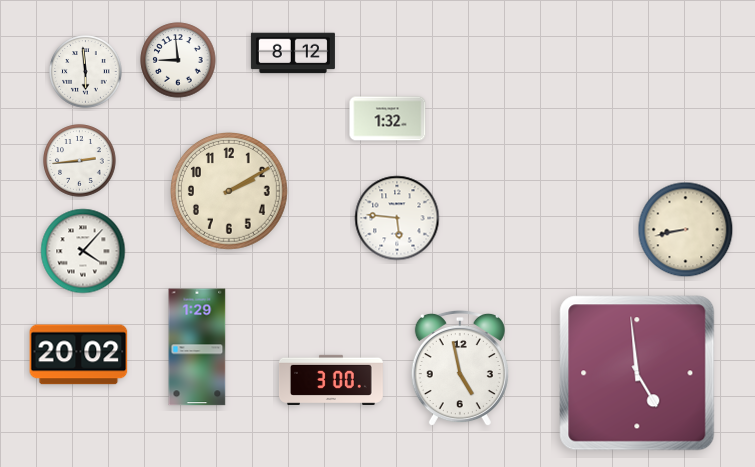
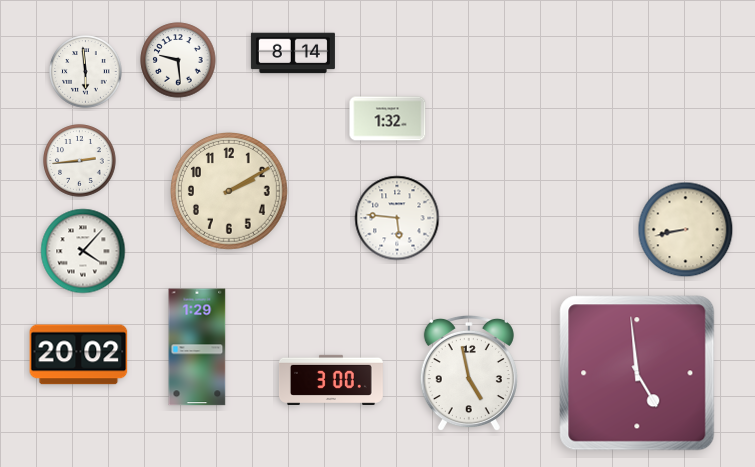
clock at (293, 53): 8:12 -> 8:14
clock at (178, 60): 8:59 -> 9:29
clock at (460, 368) position: (460, 368) -> (469, 373)
